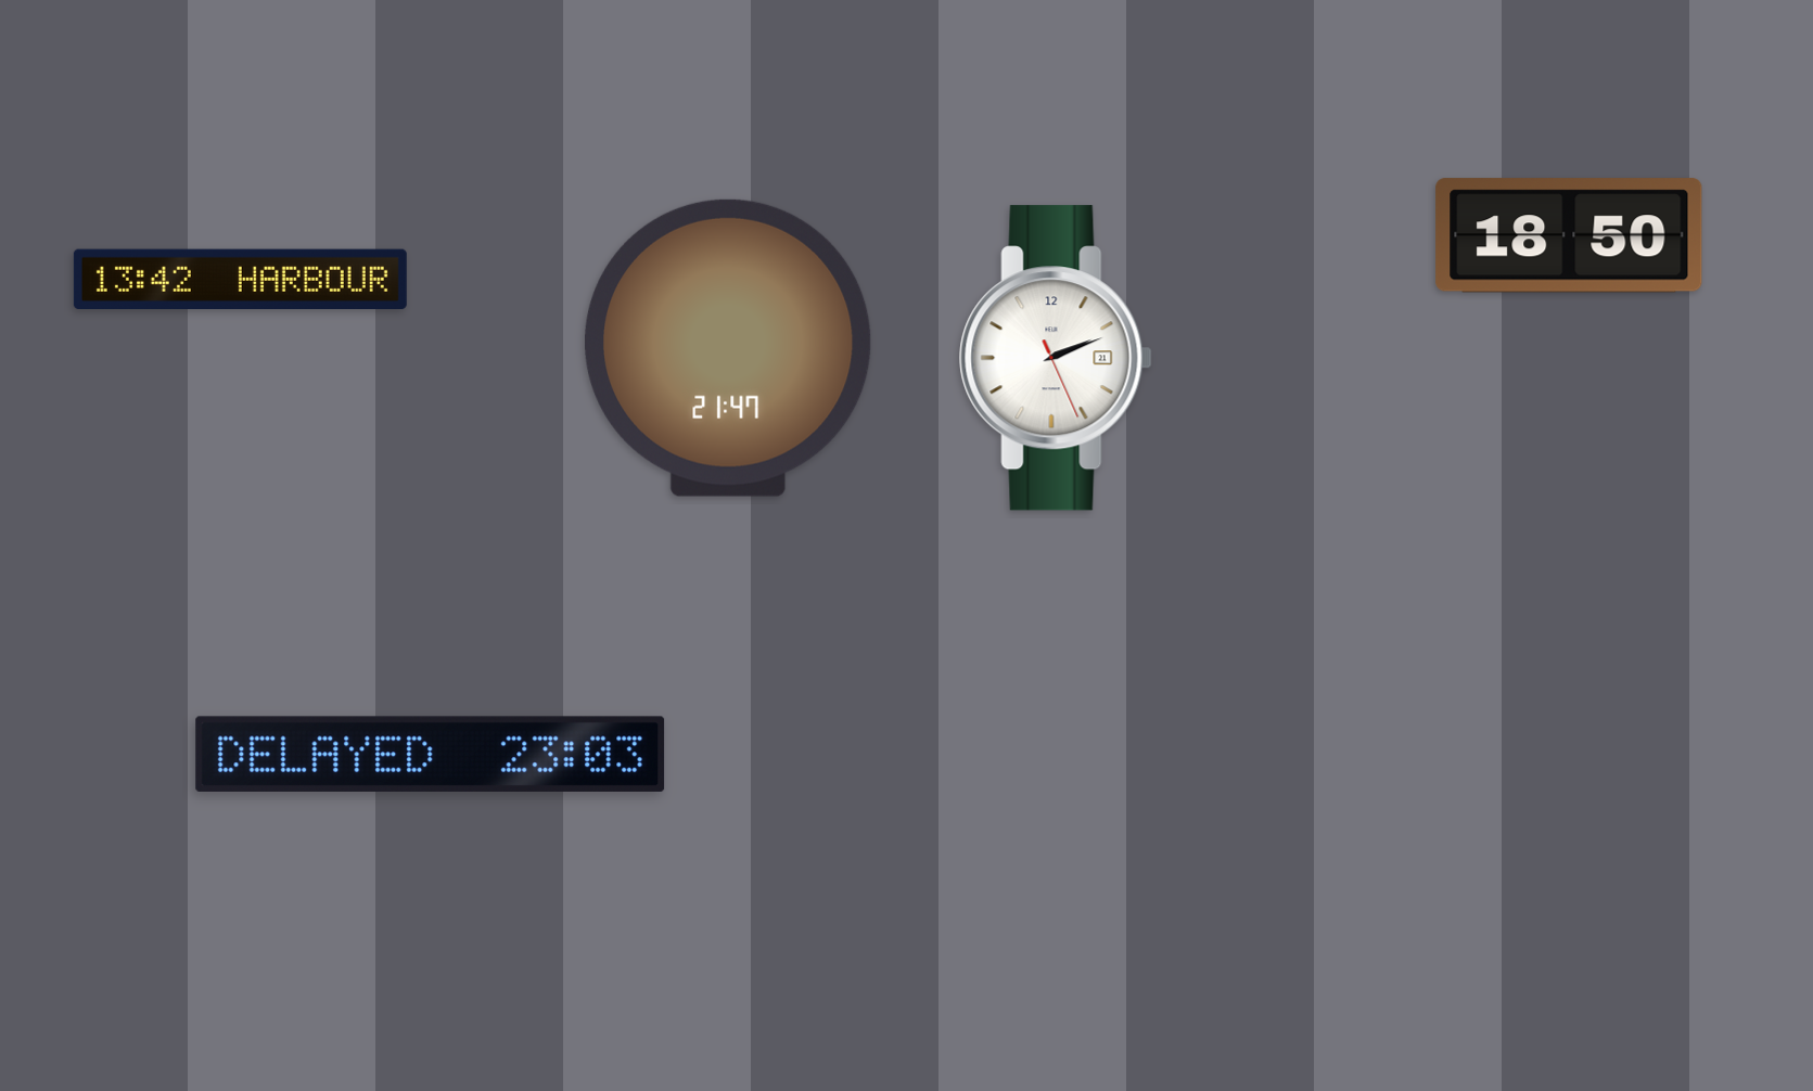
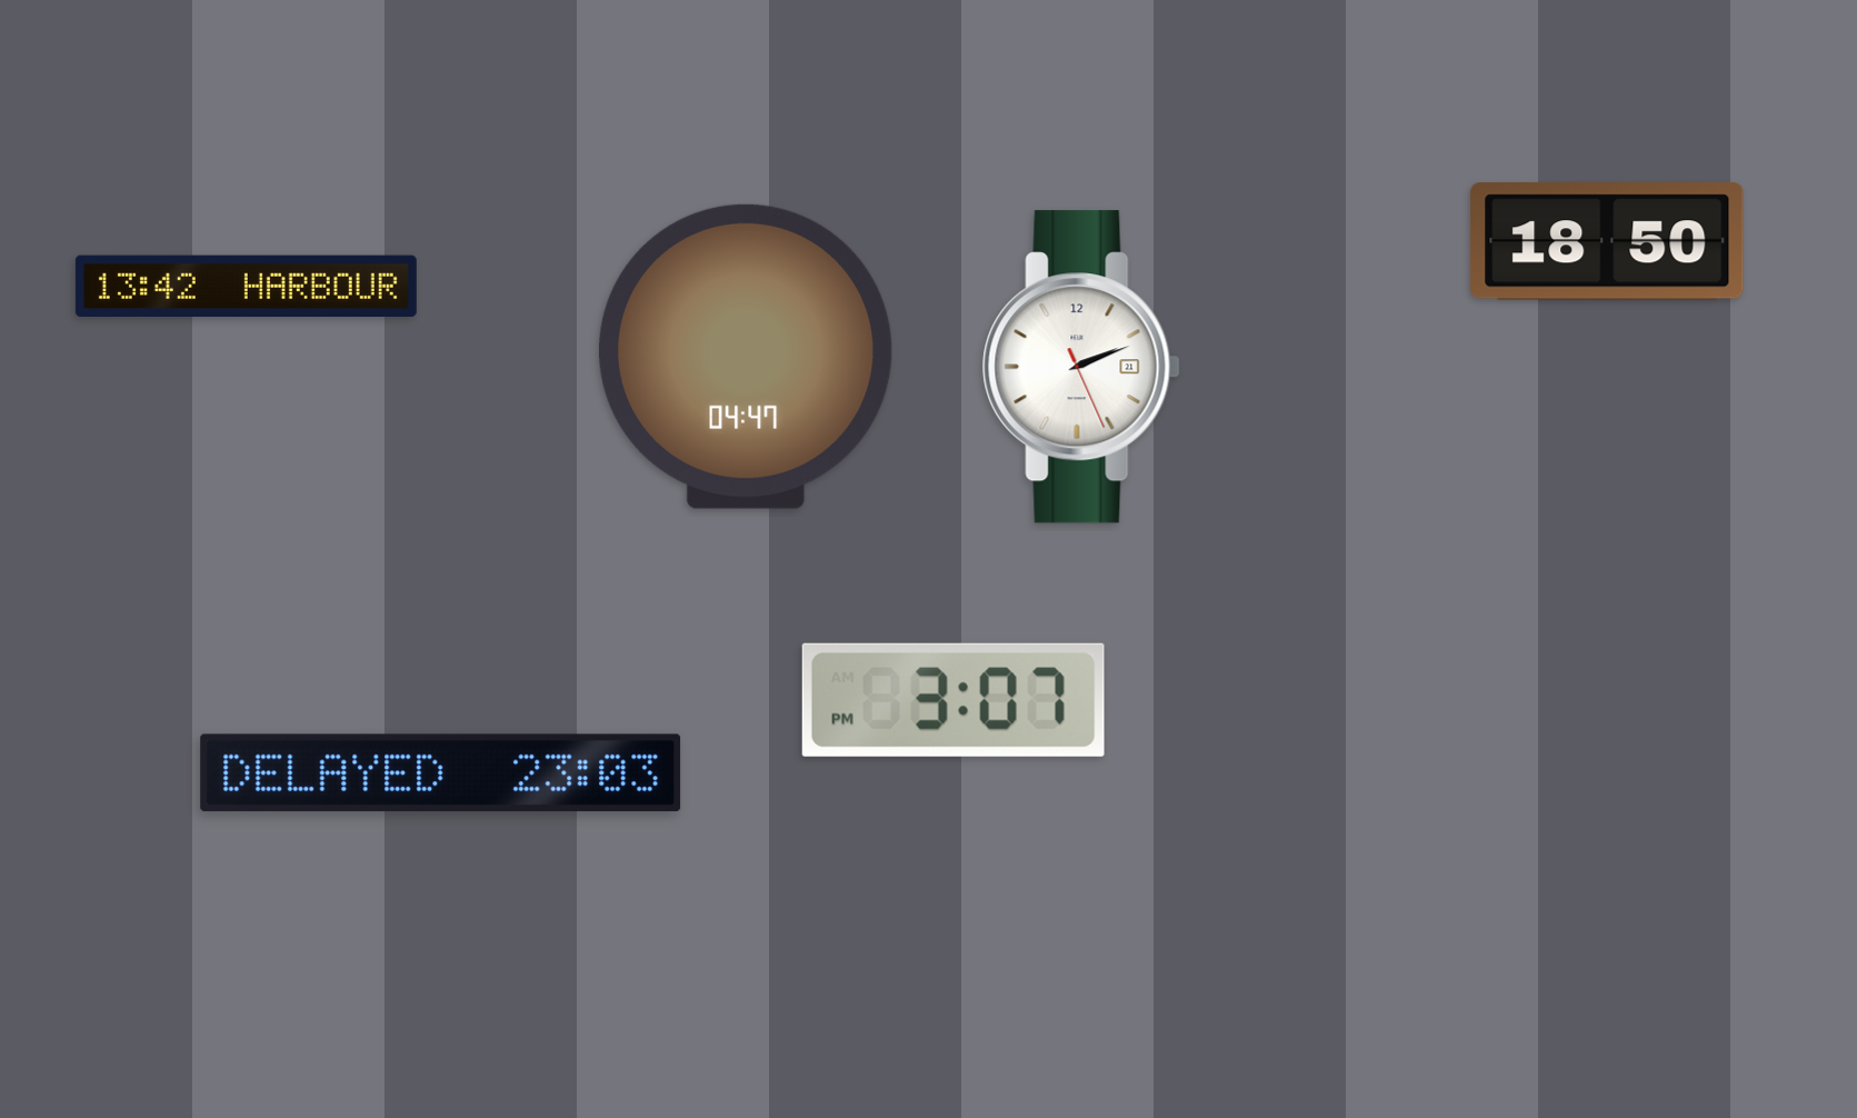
clock at (728, 348): 21:47 -> 04:47
clock at (954, 700): none -> 3:07
